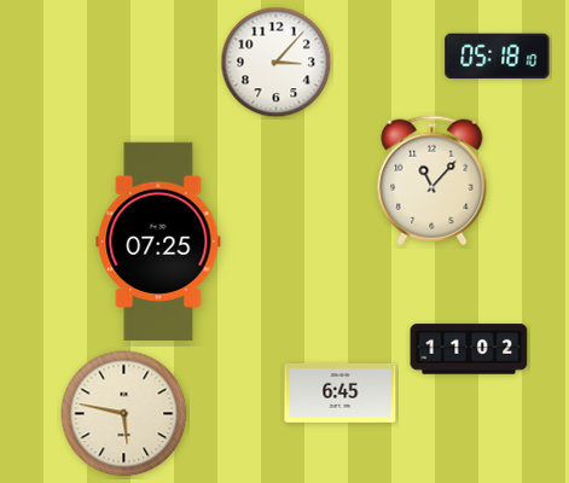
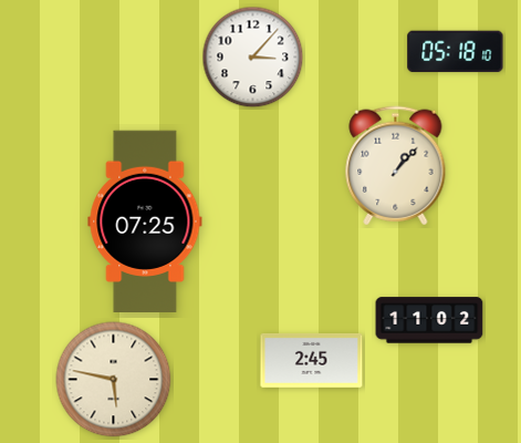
clock at (432, 181): 11:07 -> 1:07
clock at (341, 394): 6:45 -> 2:45
